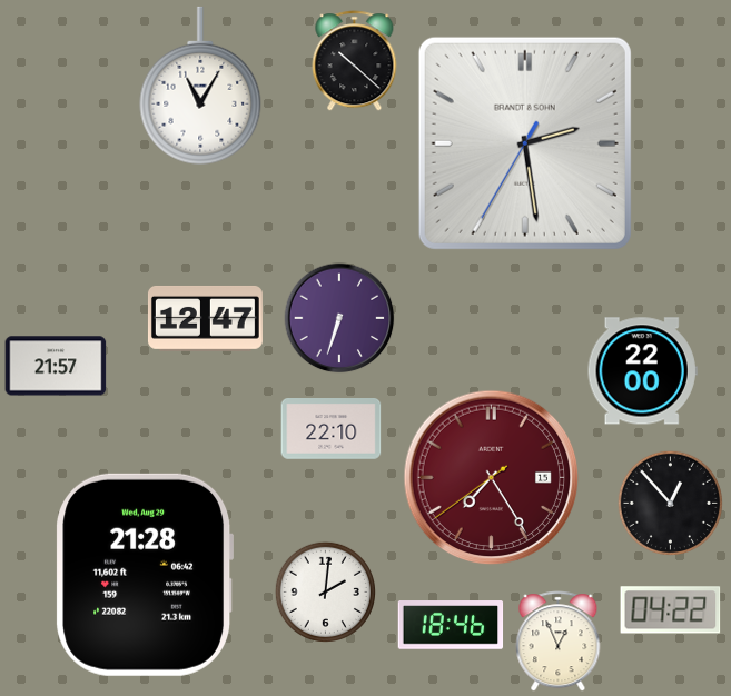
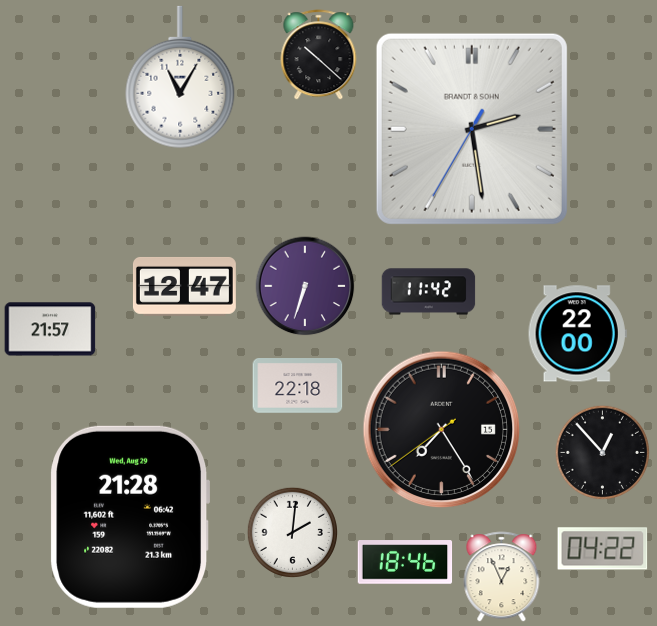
clock at (429, 292): none -> 11:42
clock at (332, 429): 22:10 -> 22:18
clock at (492, 478) dial: burgundy -> black
